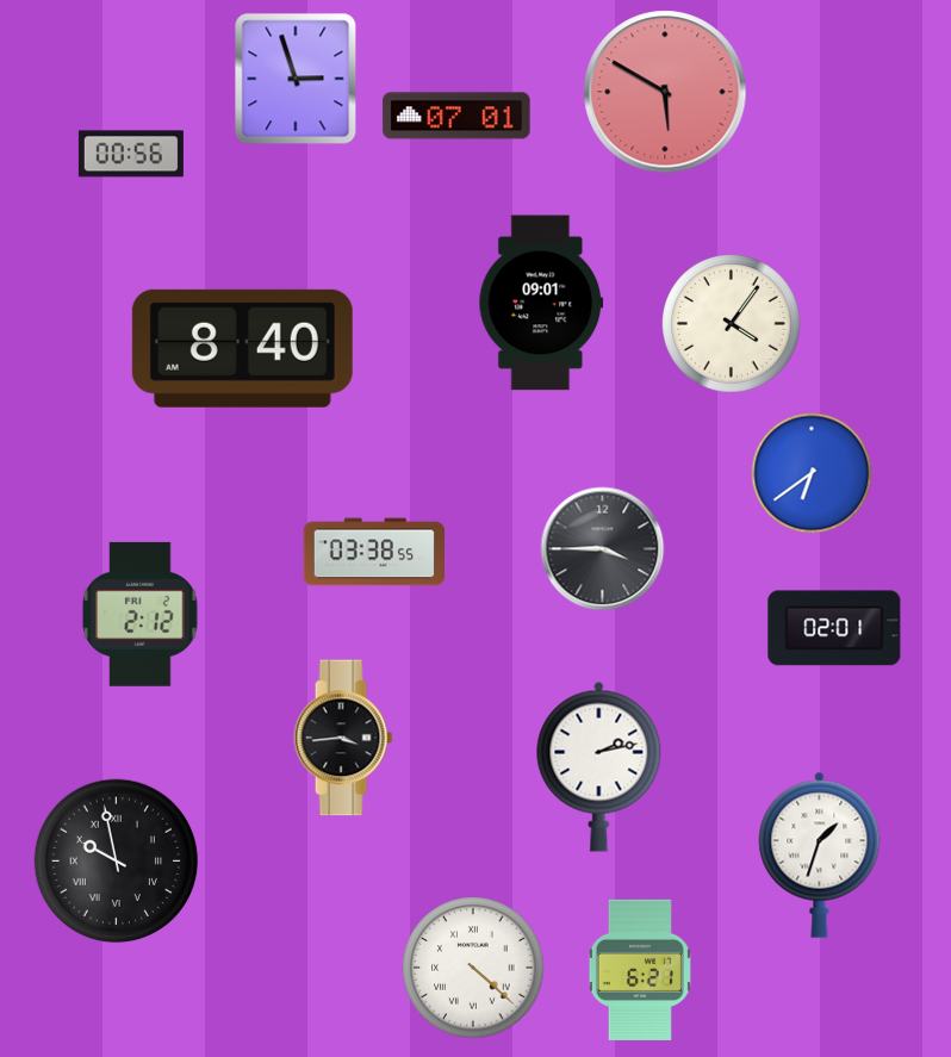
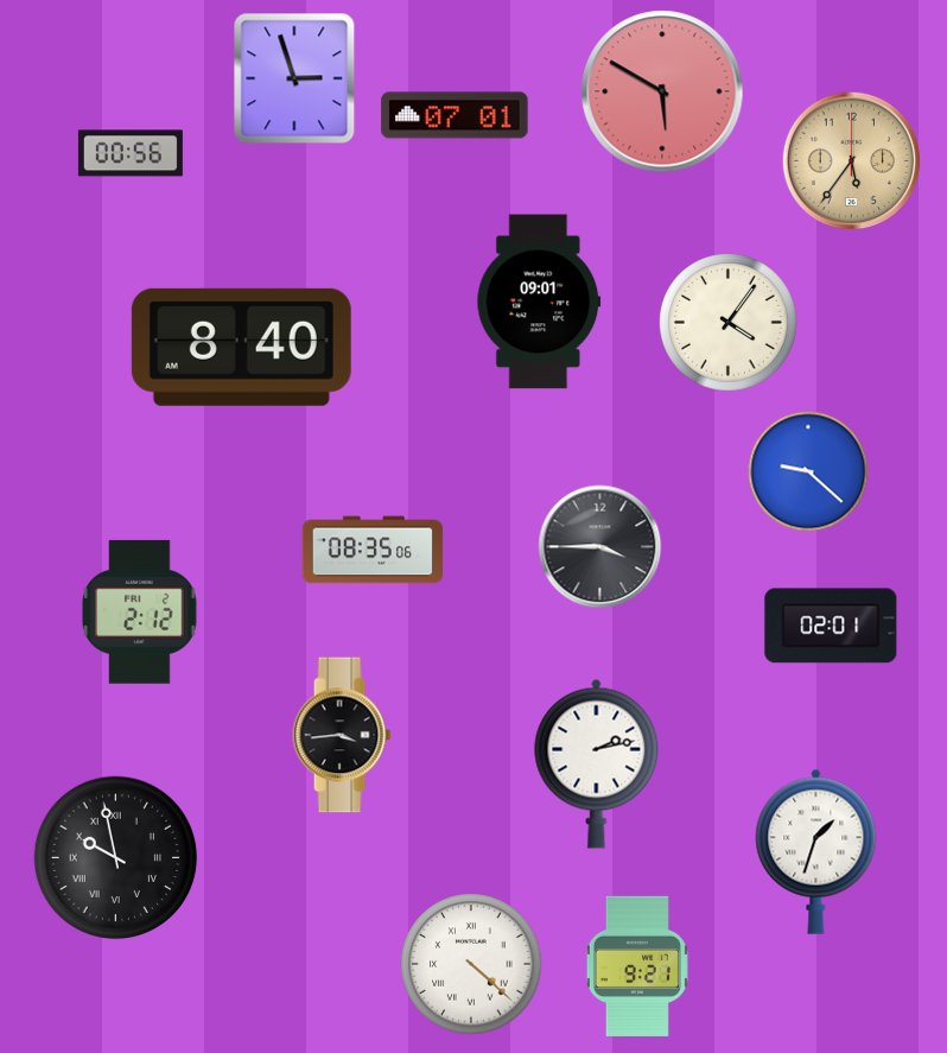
clock at (852, 161): none -> 5:36
clock at (812, 473): 6:39 -> 9:22
clock at (373, 552): 03:38 -> 08:35
clock at (640, 970): 6:21 -> 9:21
